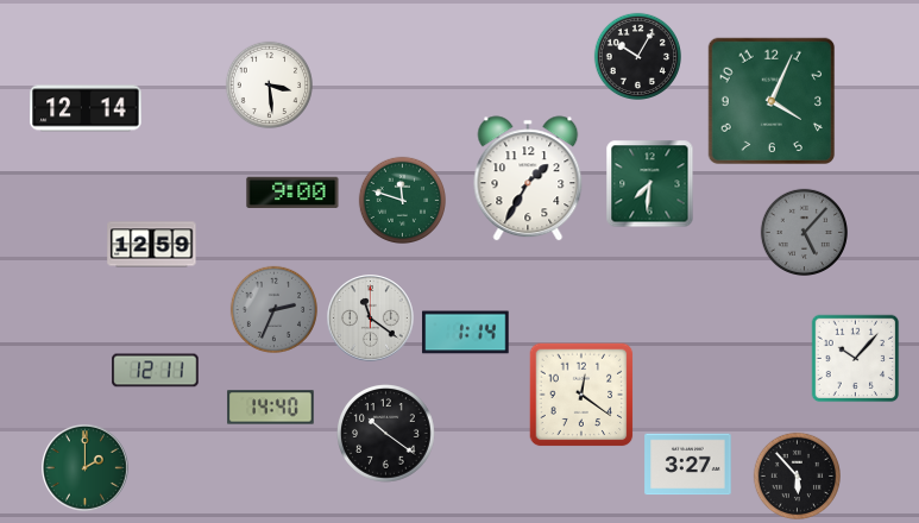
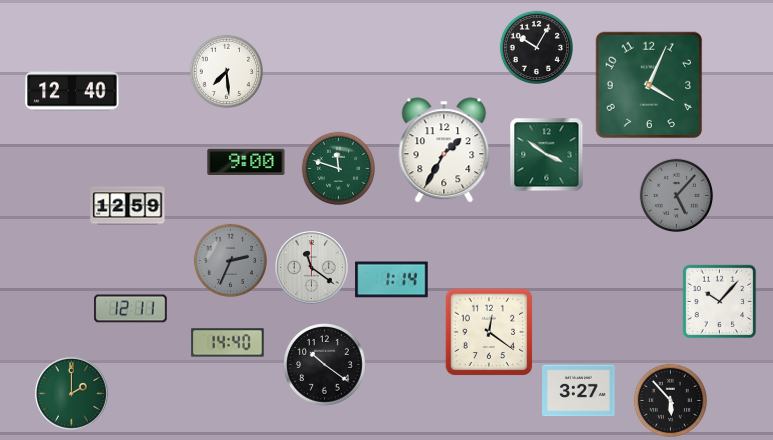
clock at (269, 84): 3:29 -> 7:29
clock at (86, 108): 12:14 -> 12:40
clock at (650, 184): 7:31 -> 3:51
clock at (156, 371) position: (156, 371) -> (131, 309)
